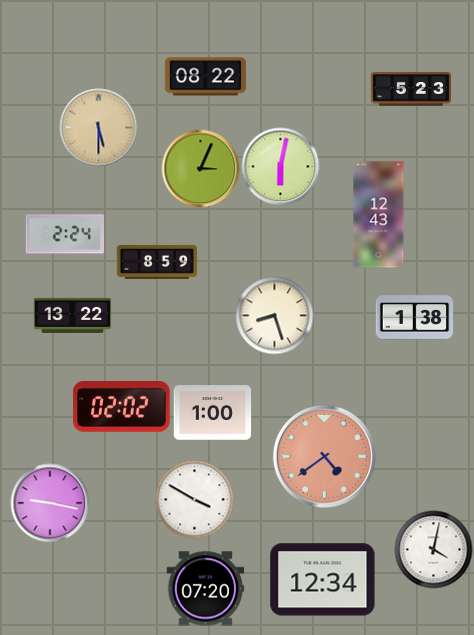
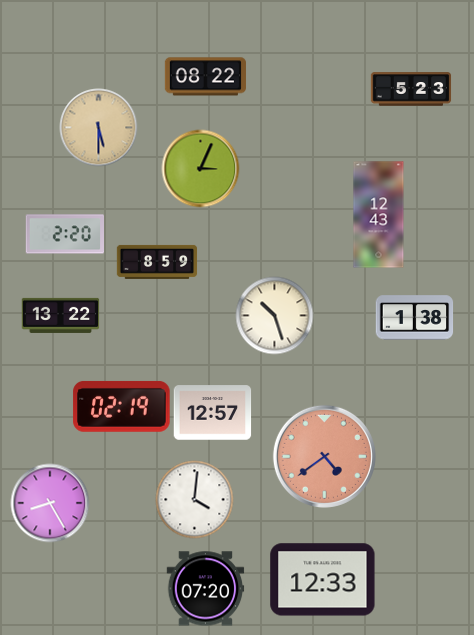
clock at (280, 166): 6:02 -> none
clock at (64, 234): 2:24 -> 2:20
clock at (72, 315) position: (72, 315) -> (60, 315)
clock at (274, 315): 8:27 -> 10:27
clock at (122, 406): 02:02 -> 02:19
clock at (212, 413): 1:00 -> 12:57
clock at (194, 499): 3:50 -> 4:01
clock at (50, 503): 9:17 -> 8:25
clock at (433, 549): 4:02 -> none
clock at (323, 580): 12:34 -> 12:33
